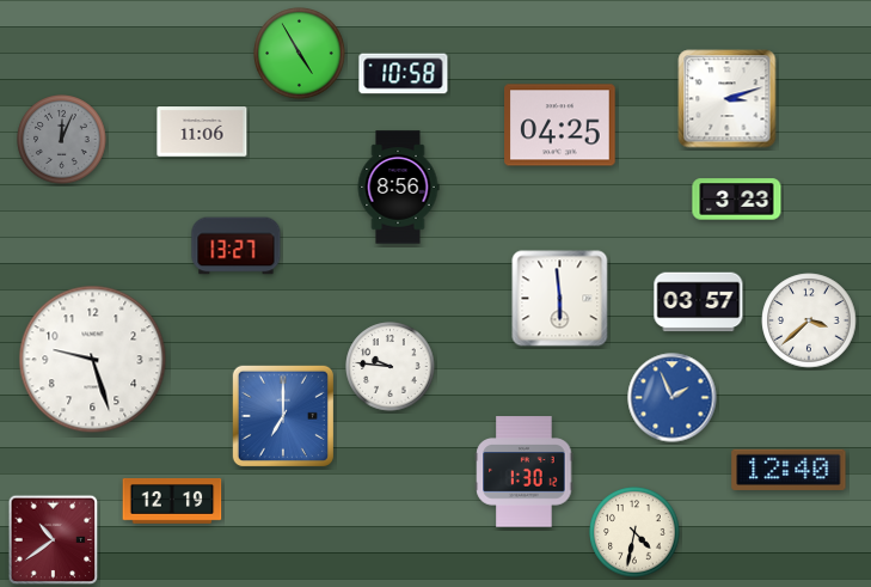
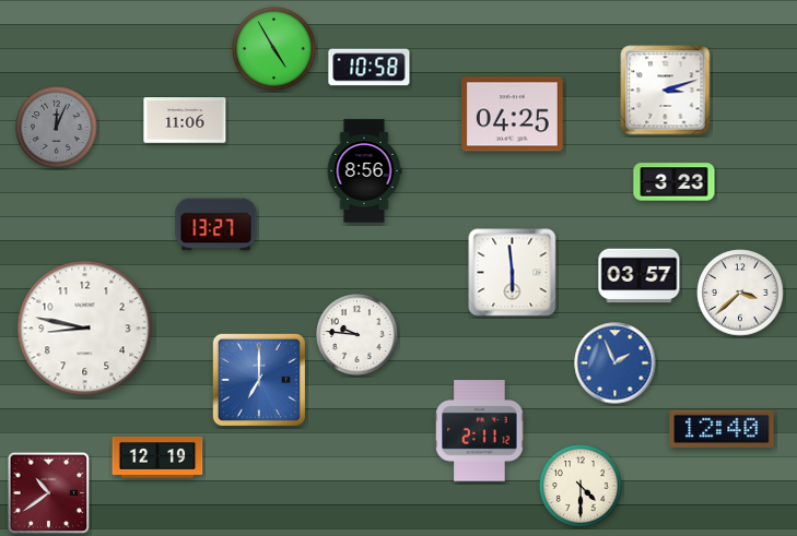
clock at (93, 360): 9:27 -> 8:47
clock at (525, 472): 1:30 -> 2:11
clock at (634, 532): 4:32 -> 4:30
